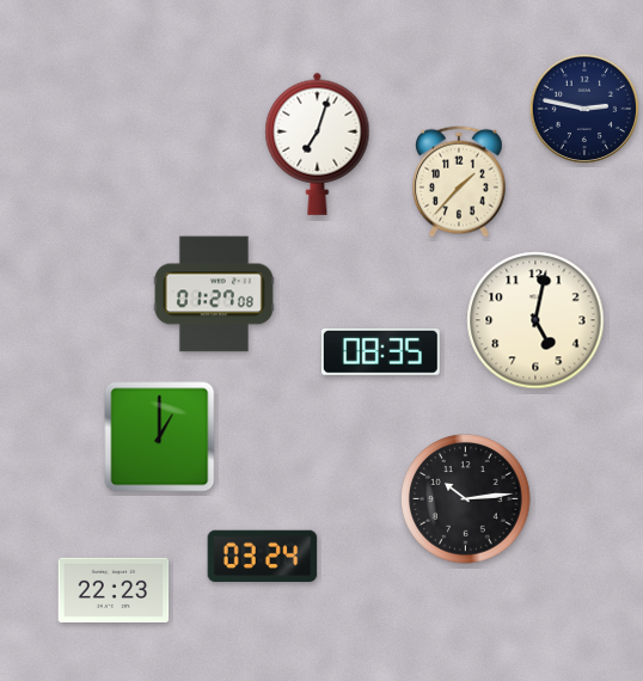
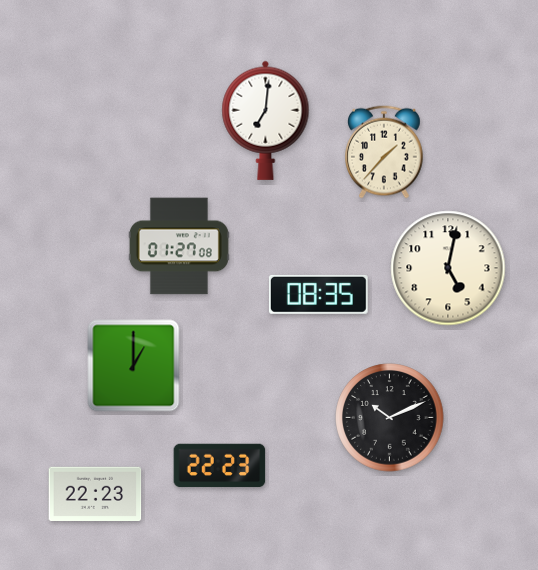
clock at (583, 108): 2:47 -> none
clock at (318, 143): 7:03 -> 7:01
clock at (466, 499): 10:14 -> 10:11
clock at (263, 557): 03:24 -> 22:23
